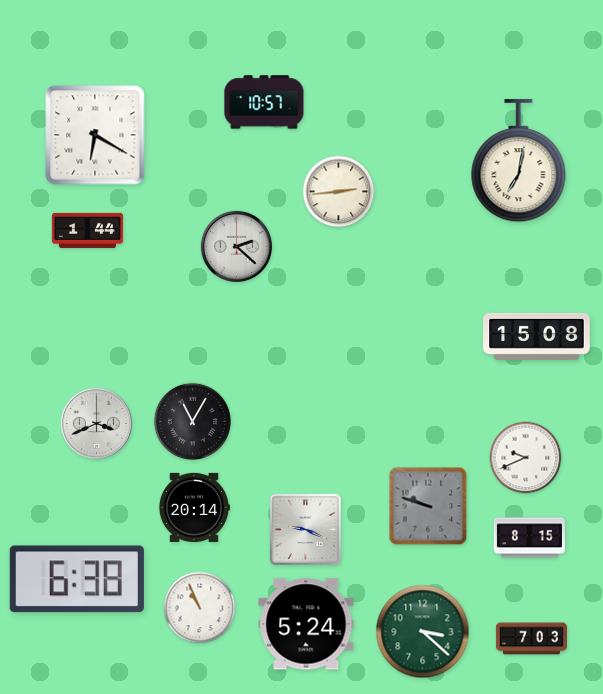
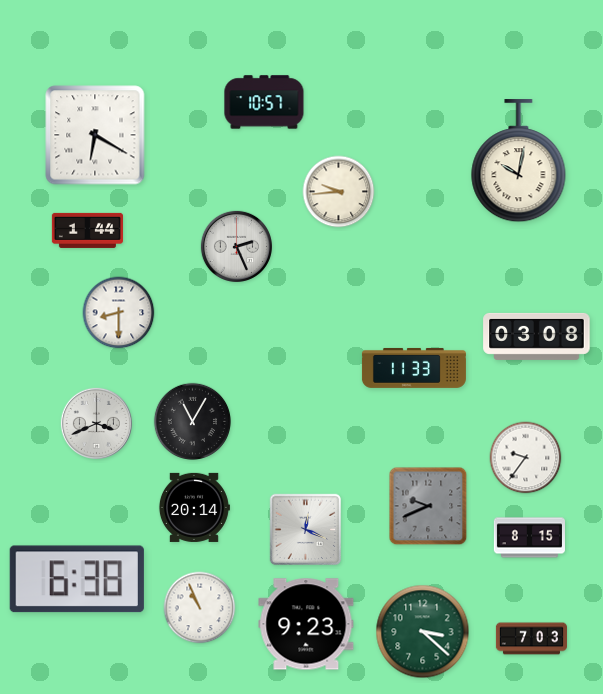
clock at (519, 161): 7:02 -> 10:02
clock at (339, 192): 2:44 -> 9:44
clock at (236, 246): 2:22 -> 2:26
clock at (119, 313): none -> 8:30
clock at (537, 336): 15:08 -> 03:08
clock at (414, 368): none -> 11:33
clock at (526, 458): 9:41 -> 9:36
clock at (428, 506): 9:48 -> 9:41
clock at (306, 530): 9:19 -> 12:19
clock at (306, 624): 5:24 -> 9:23
